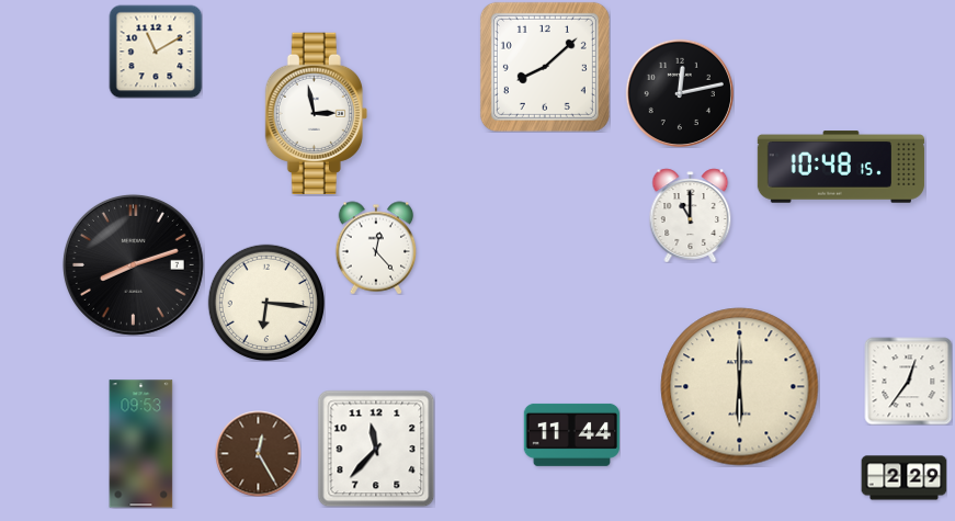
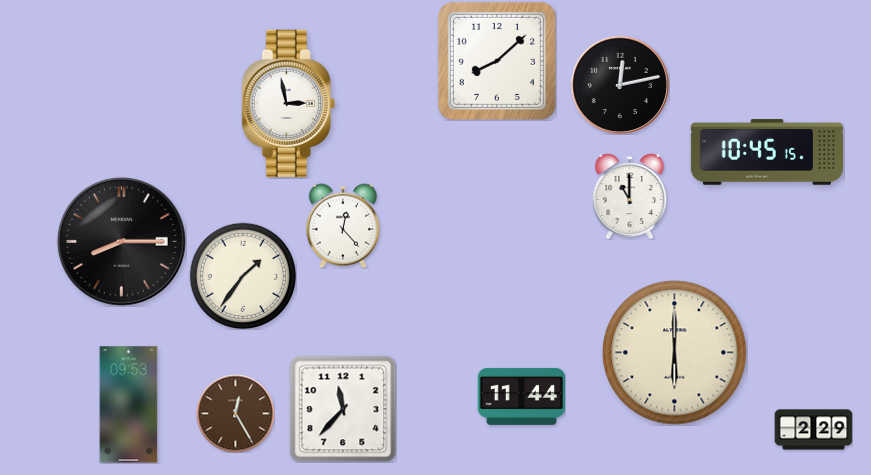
clock at (156, 52): 11:10 -> none
clock at (841, 167): 10:48 -> 10:45
clock at (133, 264): 8:12 -> 8:15
clock at (265, 302): 6:16 -> 1:36
clock at (908, 381): 12:36 -> none
clock at (903, 478) position: (903, 478) -> (813, 430)
